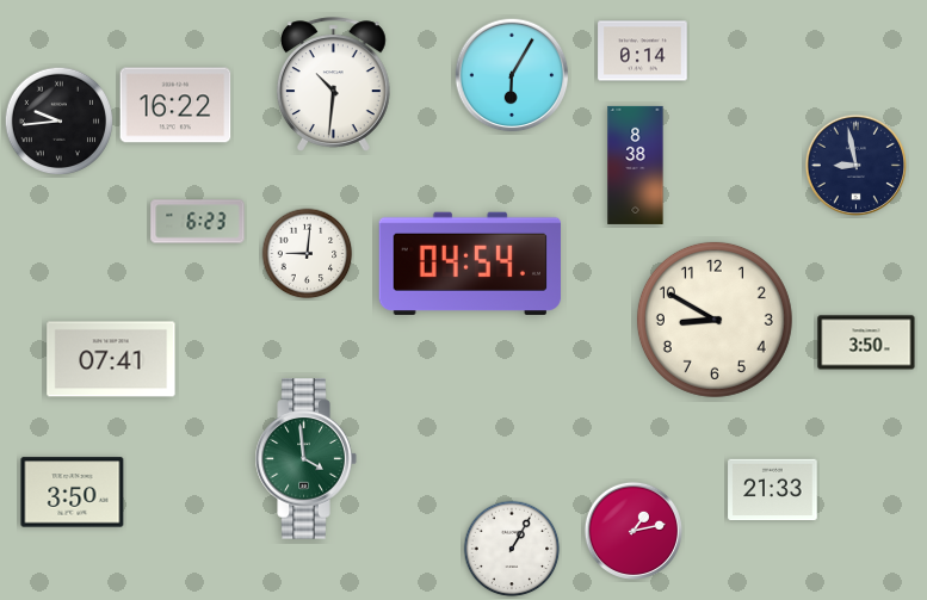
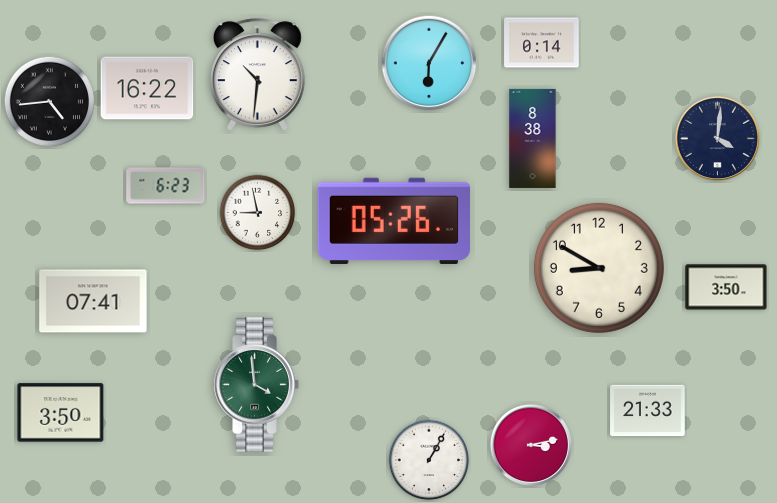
clock at (643, 51) position: (643, 51) -> (542, 43)
clock at (333, 85) position: (333, 85) -> (257, 75)
clock at (60, 122): 9:44 -> 4:44
clock at (855, 165): 8:58 -> 4:01
clock at (308, 254): 9:01 -> 8:58
clock at (470, 264): 04:54 -> 05:26
clock at (632, 530): 1:13 -> 3:13
